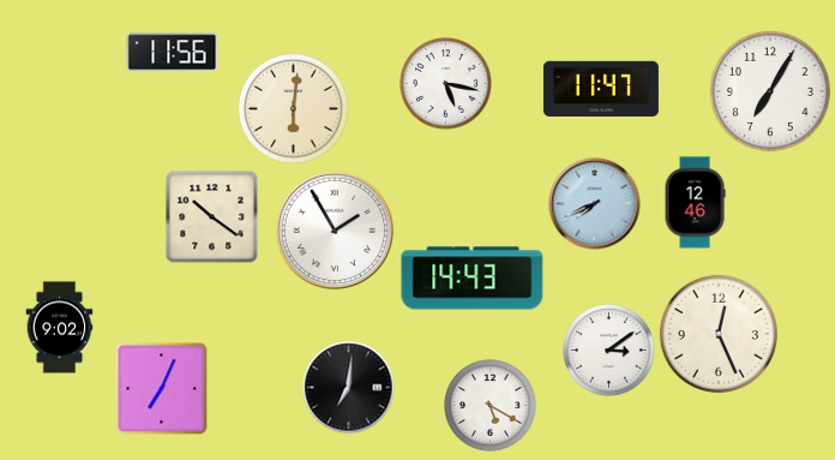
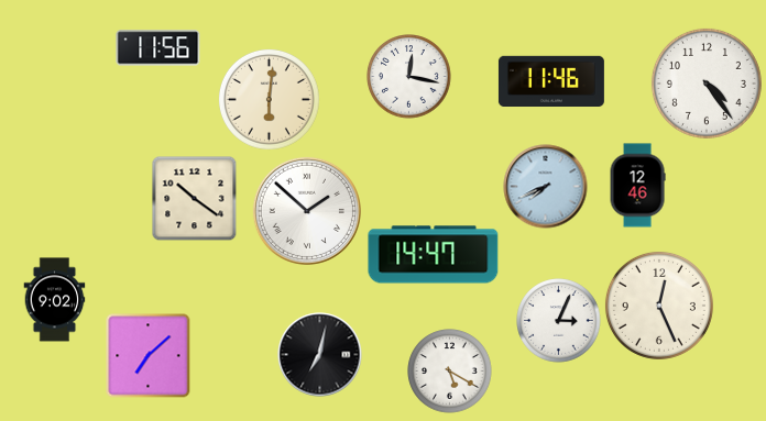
clock at (446, 84): 5:17 -> 12:17
clock at (601, 89): 11:47 -> 11:46
clock at (770, 91): 7:05 -> 4:24
clock at (335, 231): 1:55 -> 1:52
clock at (473, 279): 14:43 -> 14:47
clock at (609, 351): 3:09 -> 3:04
clock at (349, 388): 7:01 -> 7:02
clock at (162, 389): 7:04 -> 7:08
